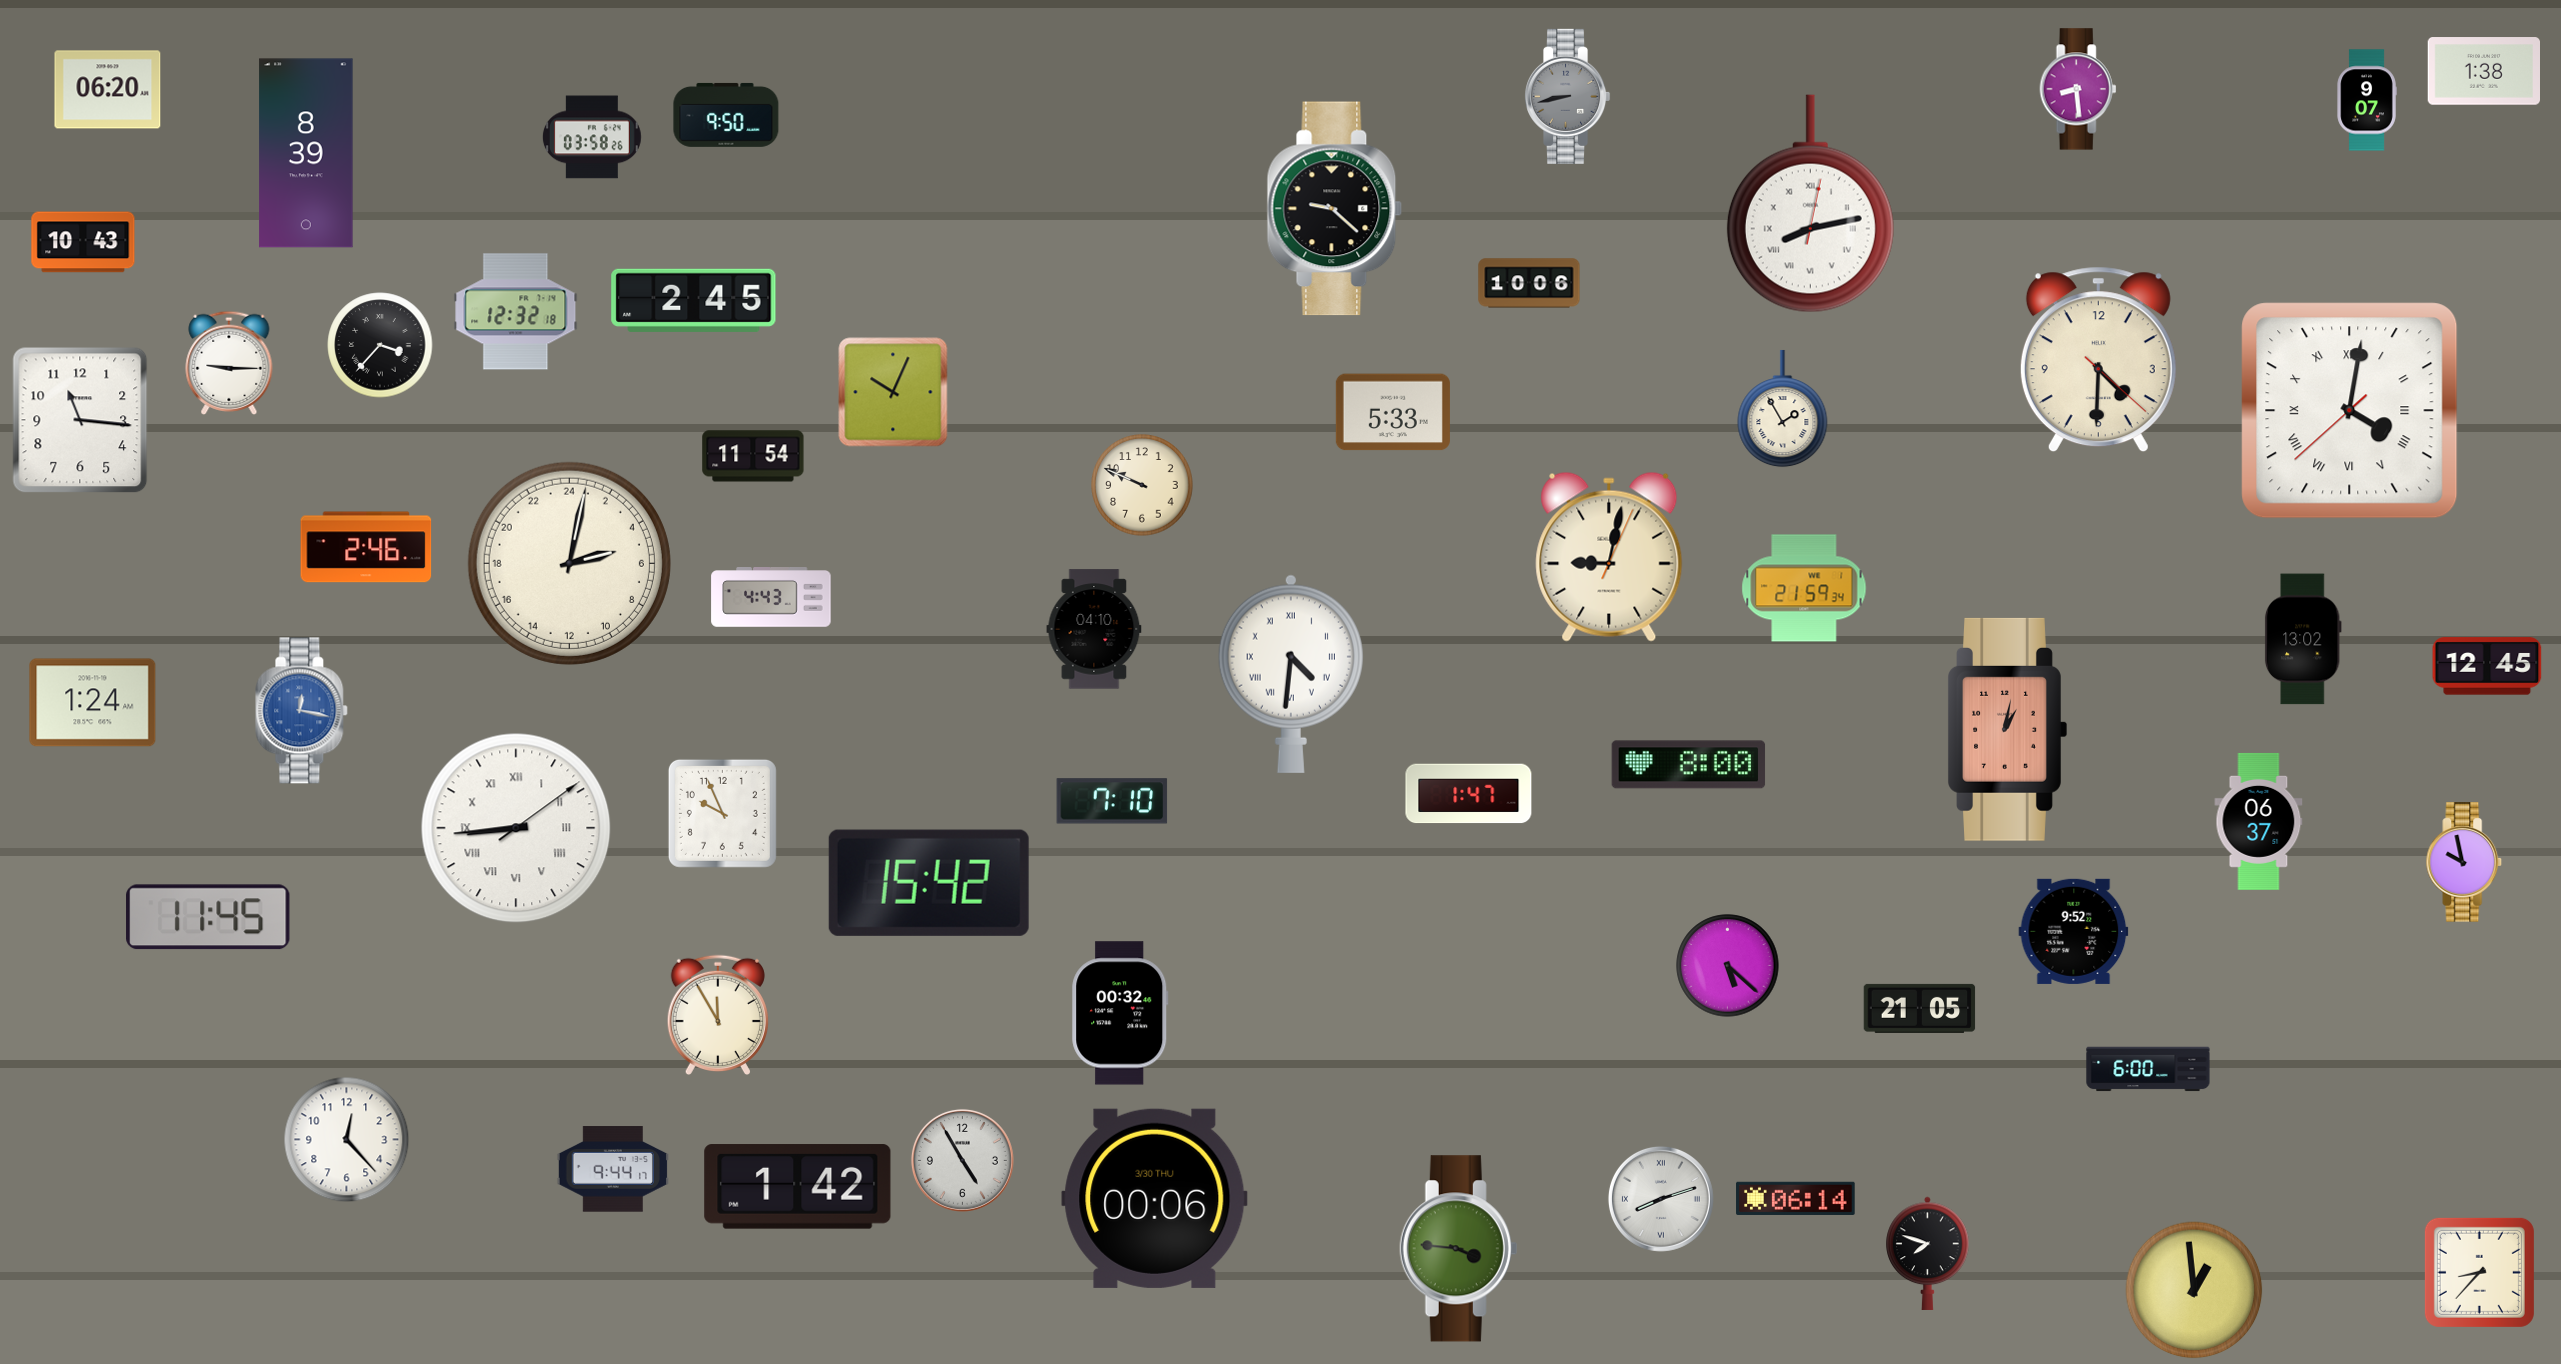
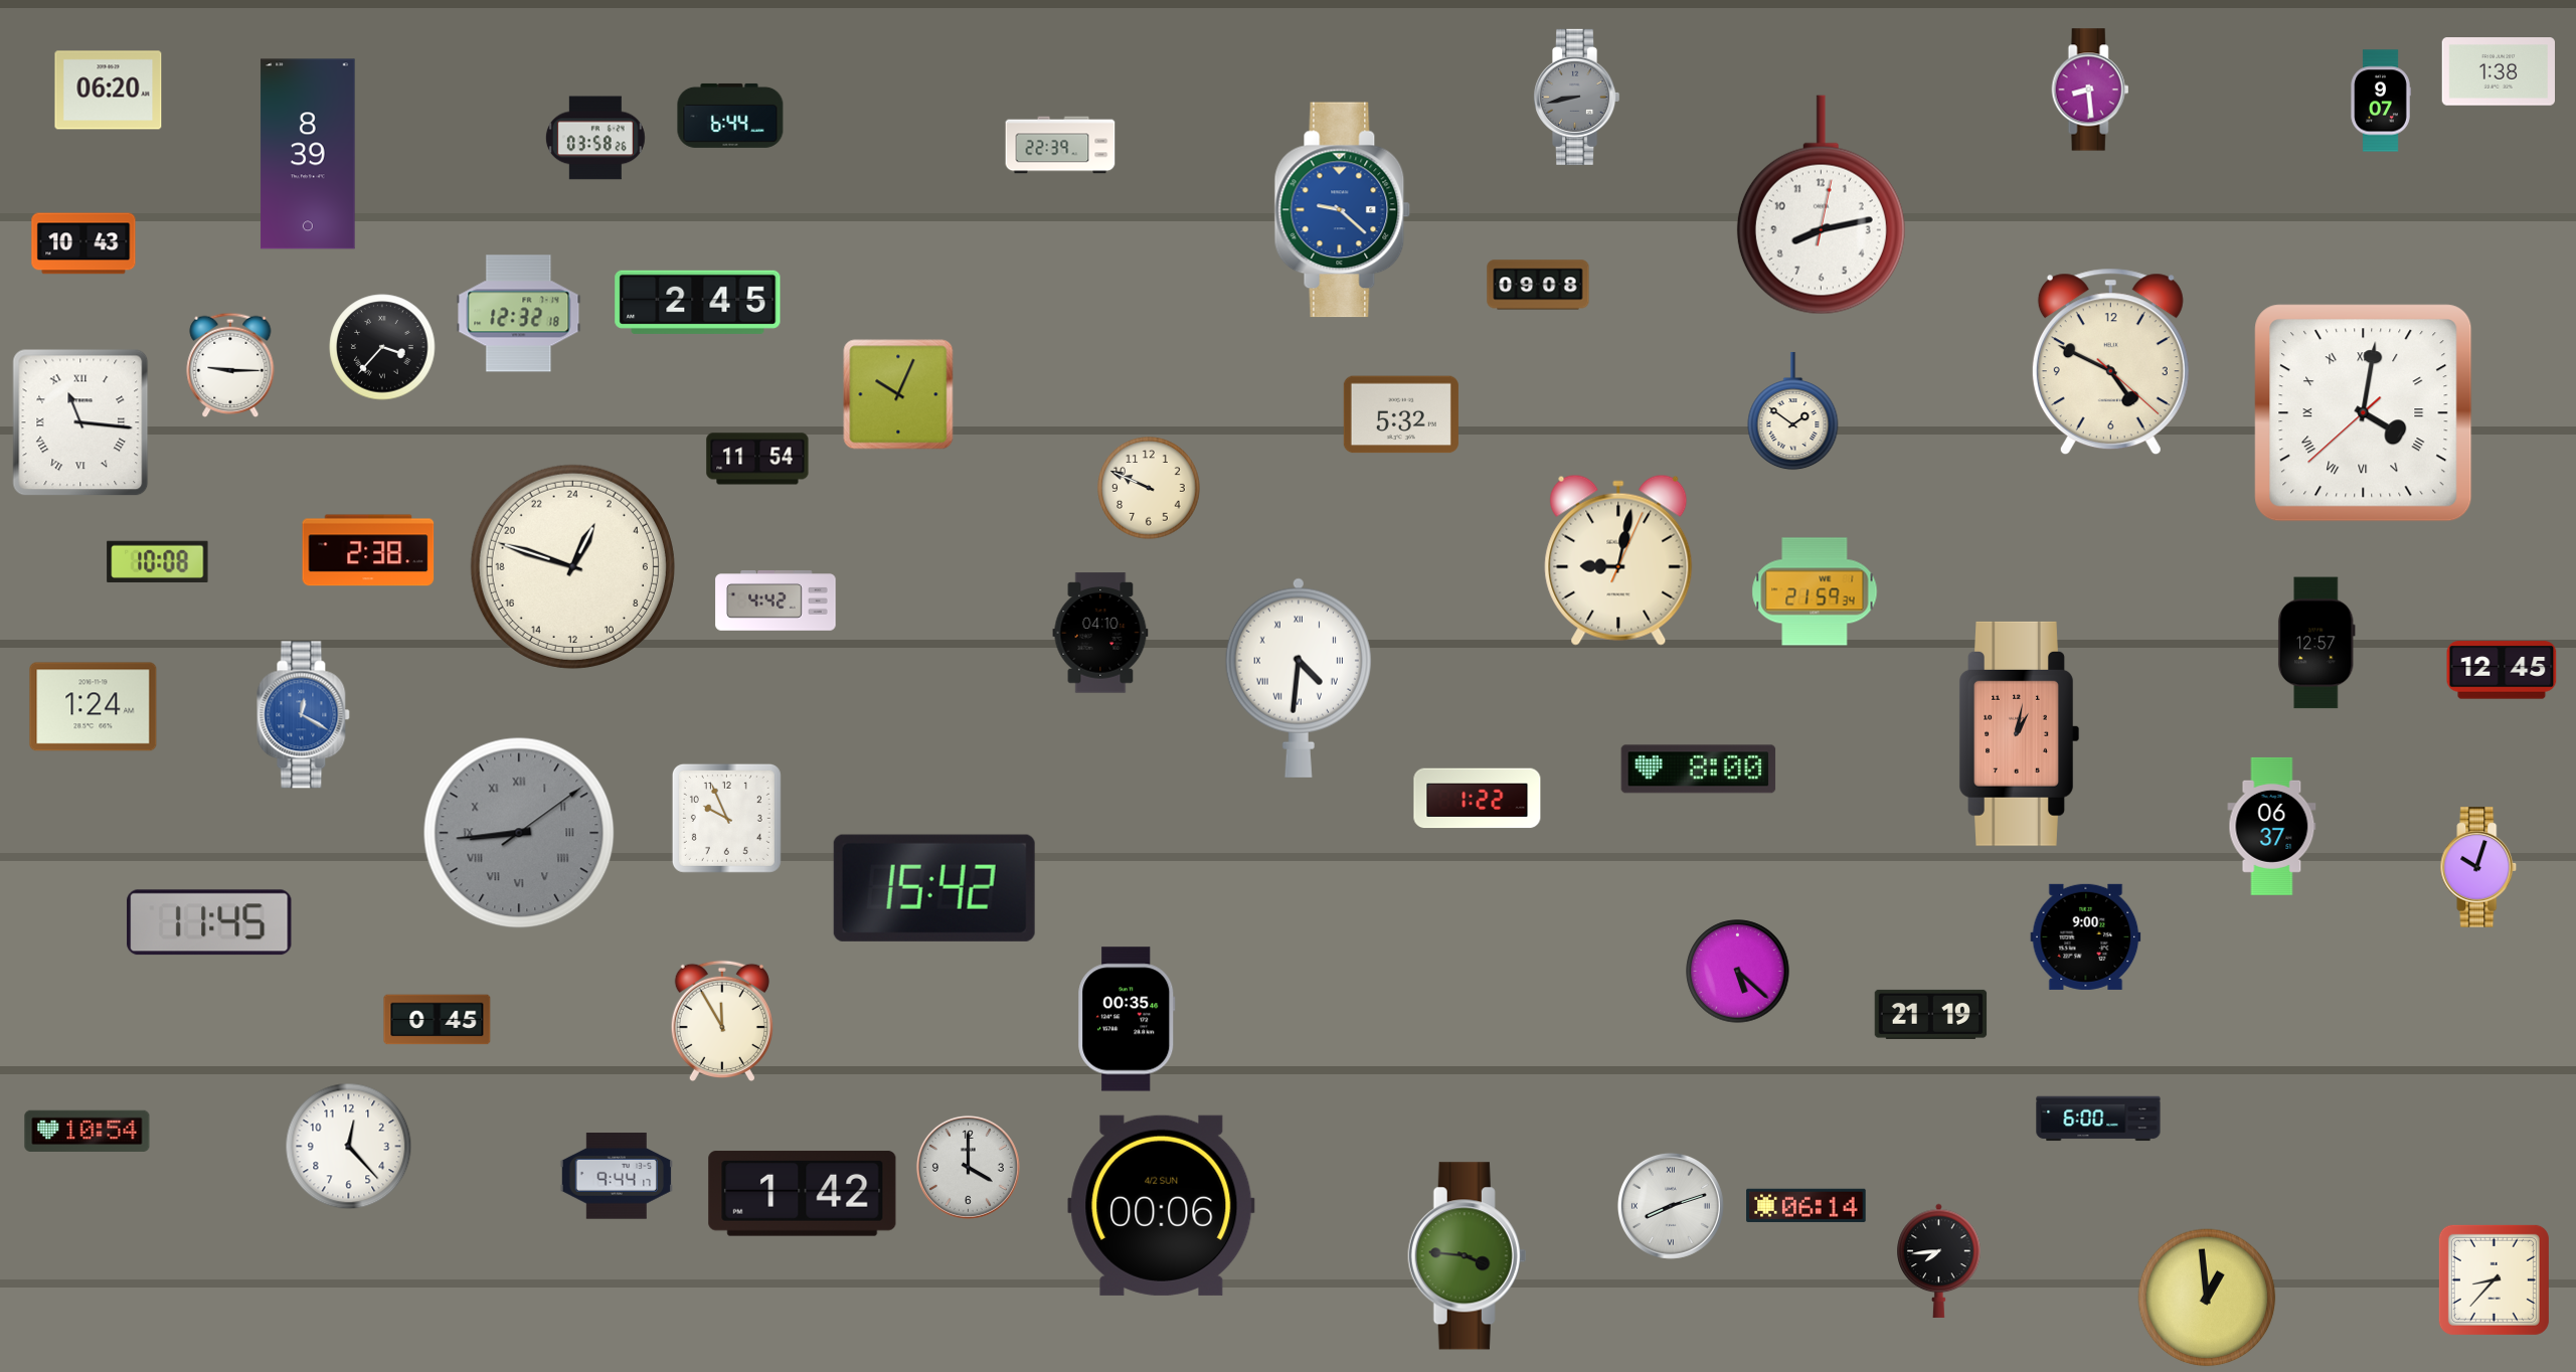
clock at (726, 115): 9:50 -> 6:44
clock at (1060, 145): none -> 22:39
clock at (1810, 204) numerals: Roman -> Arabic
clock at (1335, 209) dial: black -> blue
clock at (1529, 283): 10:06 -> 09:08
clock at (2098, 360): 4:30 -> 4:49
clock at (1783, 409): 1:55 -> 1:51
clock at (1393, 412): 5:33 -> 5:32
clock at (80, 420) numerals: Arabic -> Roman
clock at (366, 547): 2:46 -> 2:38
clock at (158, 561): none -> 10:08
clock at (569, 563): 5:02 -> 1:48
clock at (771, 598): 4:43 -> 4:42
clock at (2303, 639): 13:02 -> 12:57
clock at (302, 711): 12:17 -> 12:20
clock at (1469, 794): 1:47 -> 1:22
clock at (1112, 801): 7:10 -> none
clock at (516, 828) dial: white -> grey
clock at (2464, 862): 9:58 -> 10:03
clock at (2074, 931): 9:52 -> 9:00
clock at (1920, 1008): 21:05 -> 21:19
clock at (1120, 1013): 00:32 -> 00:35
clock at (438, 1020): none -> 0:45
clock at (2148, 1069) position: (2148, 1069) -> (2098, 1119)
clock at (88, 1131): none -> 10:54
clock at (962, 1160): 4:55 -> 4:00
clock at (1155, 1198) date: 3/30 THU -> 4/2 SUN
clock at (1928, 1253): 7:48 -> 7:44
